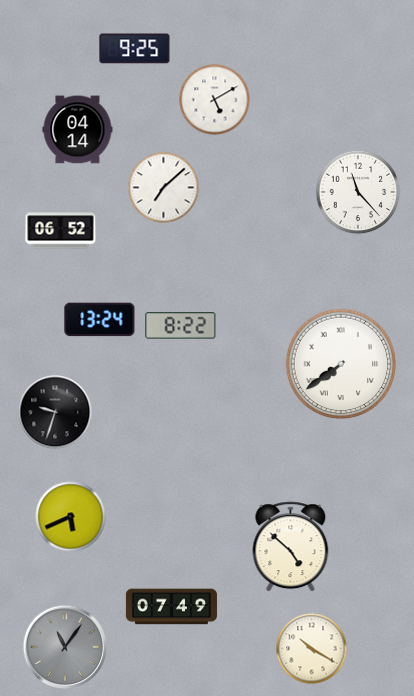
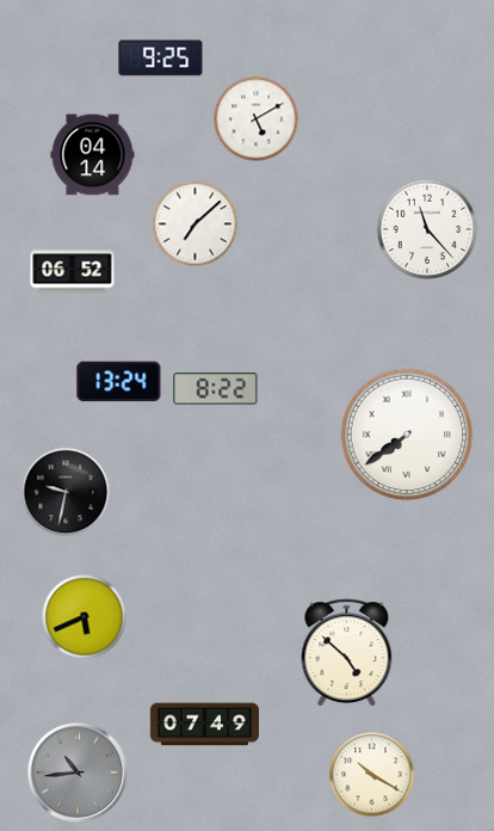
clock at (61, 231) position: (61, 231) -> (73, 272)
clock at (55, 412): 9:33 -> 9:32
clock at (65, 647): 11:06 -> 10:44
